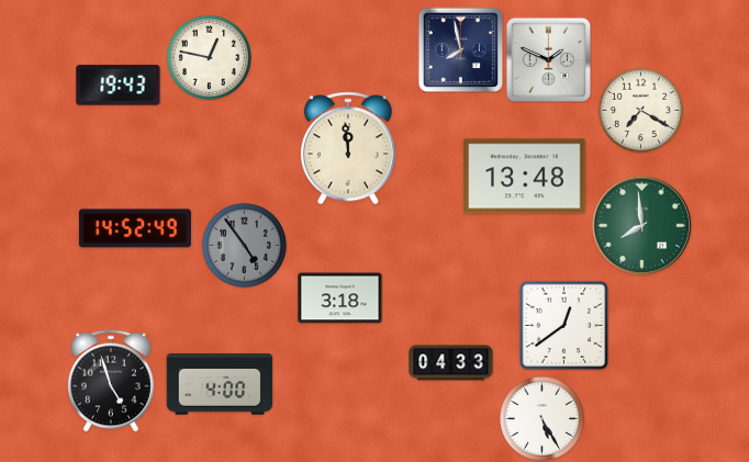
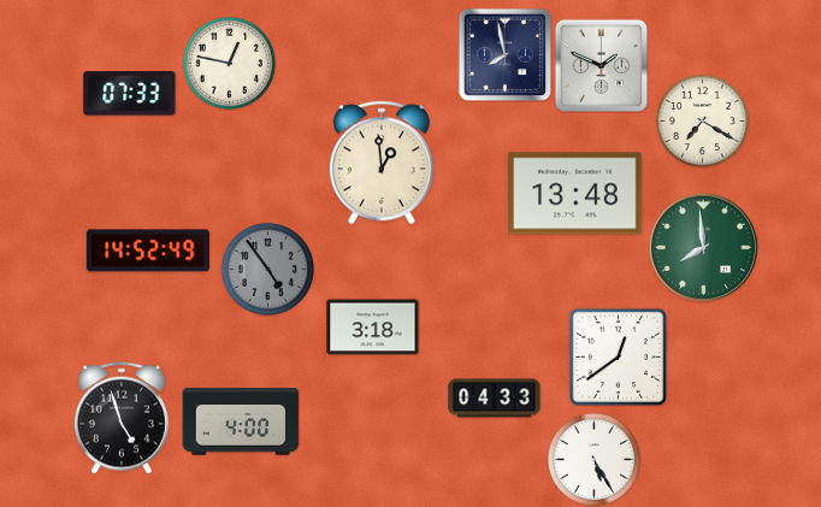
clock at (119, 86): 19:43 -> 07:33
clock at (348, 148): 11:59 -> 12:59
